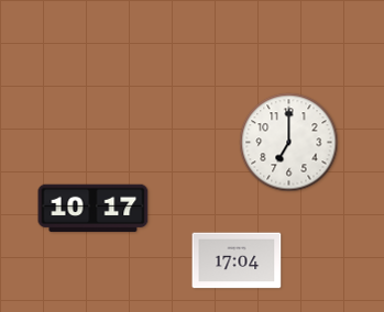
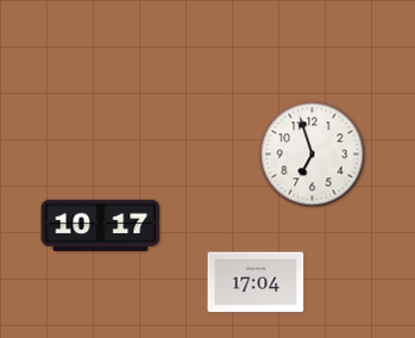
clock at (289, 143): 7:00 -> 6:57
